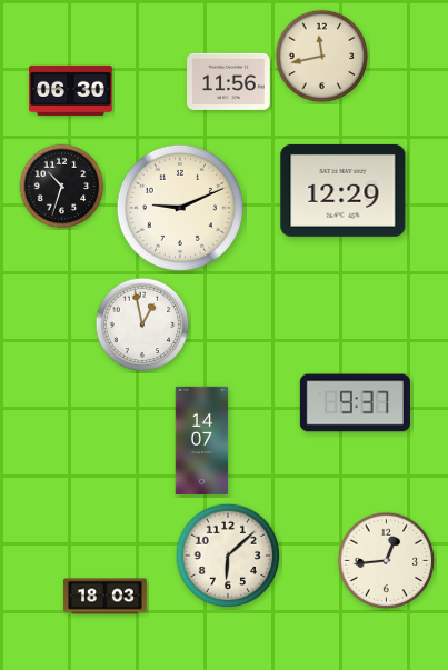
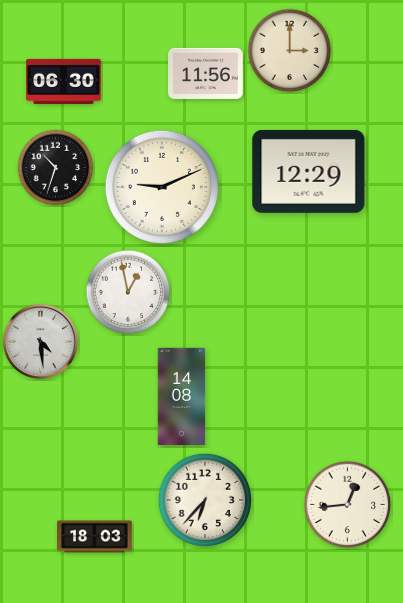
clock at (322, 57): 11:43 -> 3:00
clock at (40, 341): none -> 4:29
clock at (355, 403): 9:37 -> none
clock at (202, 441): 14:07 -> 14:08
clock at (228, 556): 6:08 -> 6:37
